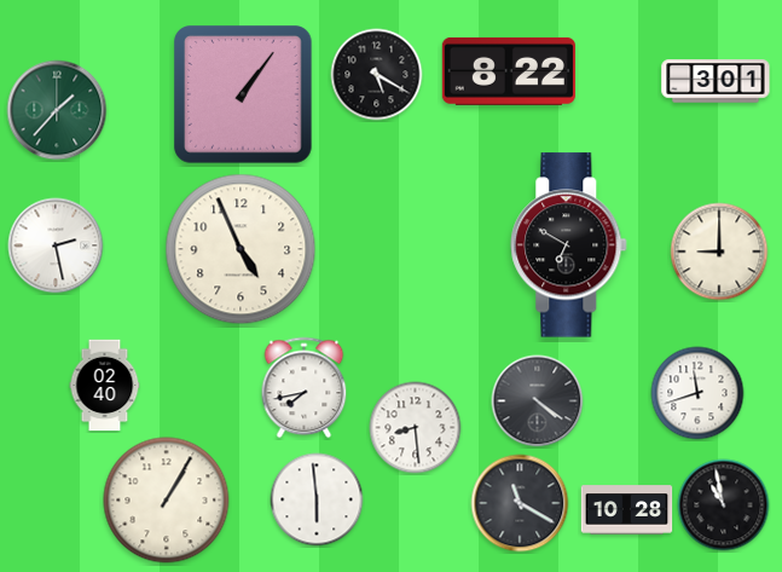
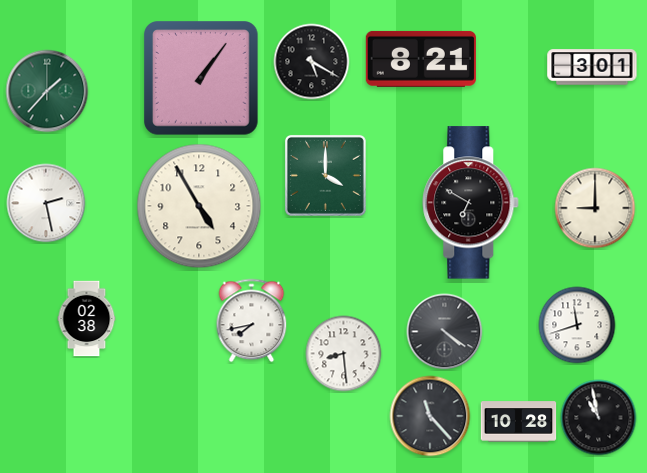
clock at (509, 71): 8:22 -> 8:21
clock at (325, 175): none -> 4:00
clock at (241, 249): 4:56 -> 4:55
clock at (105, 386): 02:40 -> 02:38
clock at (317, 499): 5:59 -> none
clock at (167, 501): 1:05 -> none
clock at (520, 503): 11:20 -> 11:23
